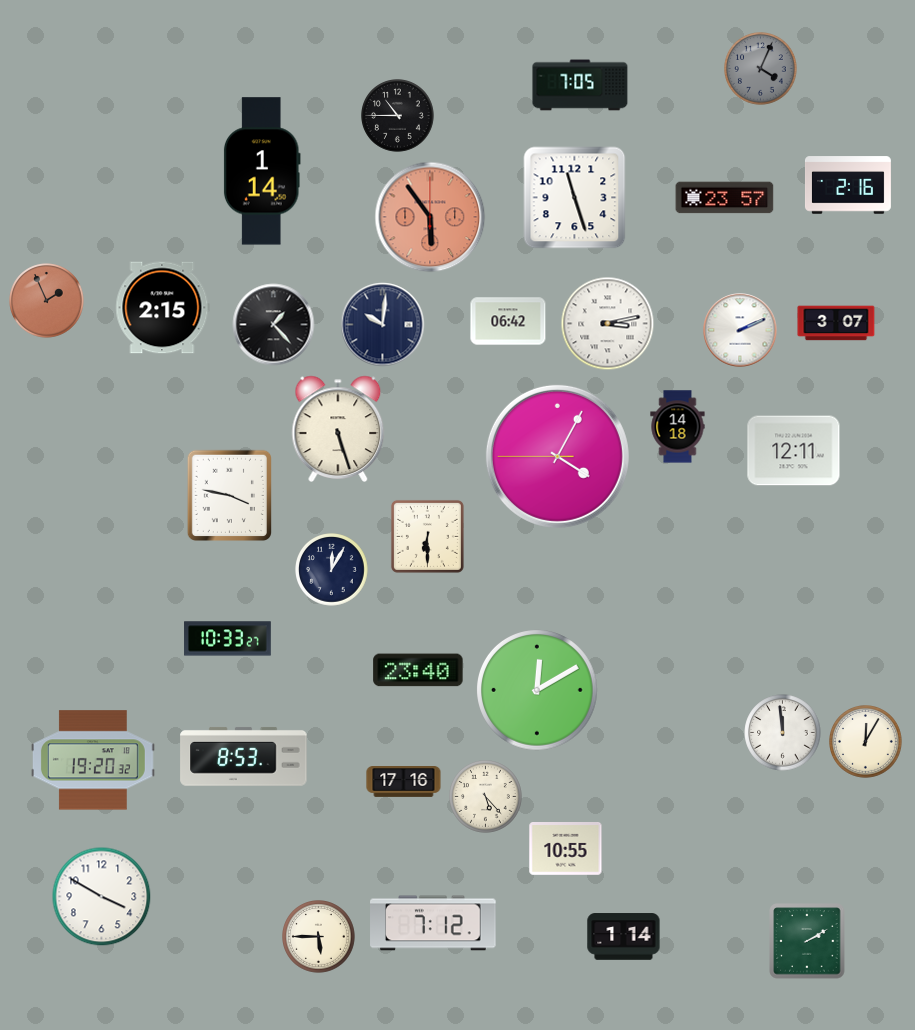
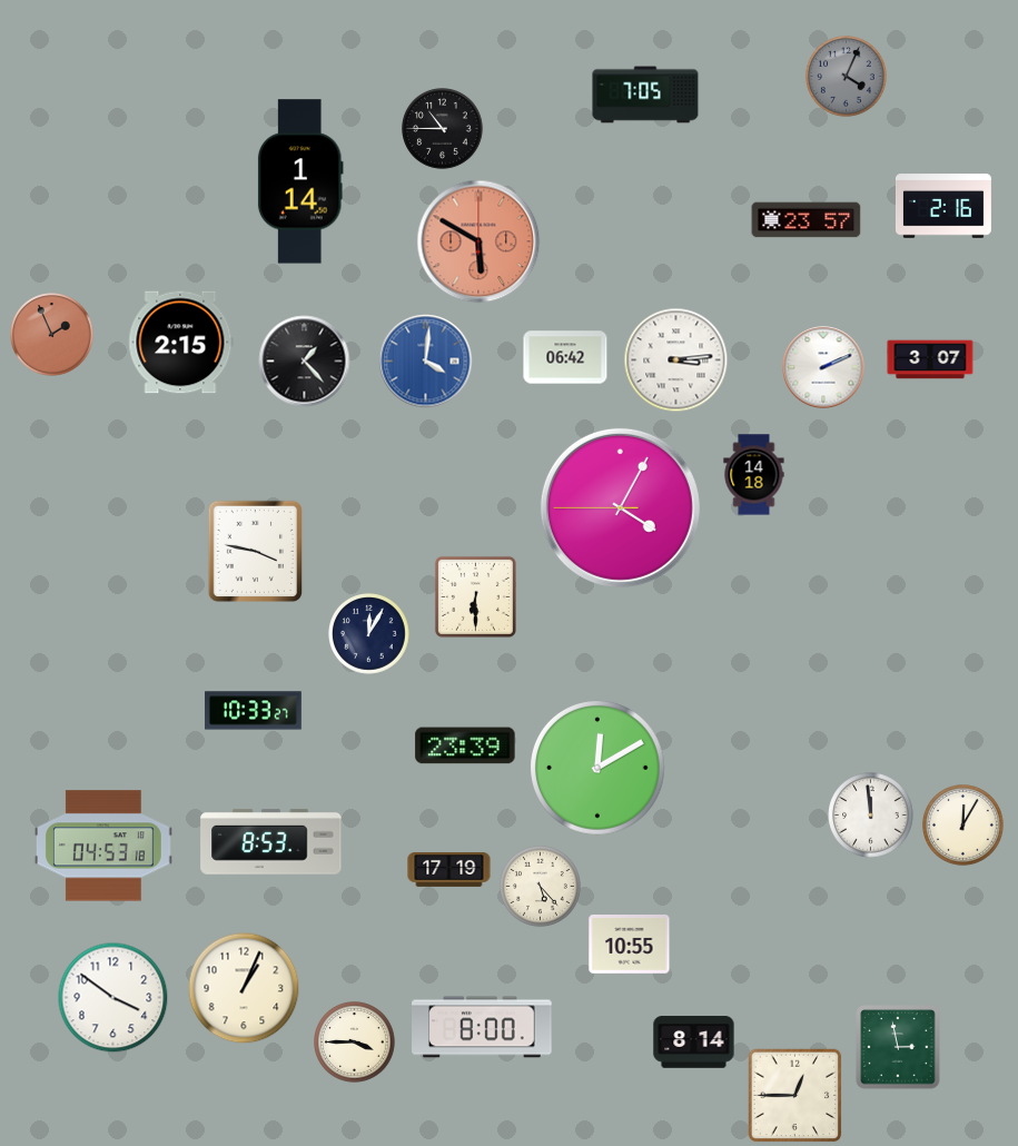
clock at (262, 171) position: (262, 171) -> (300, 181)
clock at (575, 198): 11:27 -> none
clock at (430, 217): 5:54 -> 5:50
clock at (608, 324): 3:13 -> 3:14
clock at (383, 325): 10:01 -> 4:01
clock at (383, 325) dial: navy -> blue
clock at (338, 429): 5:27 -> none
clock at (794, 451): 12:11 -> none
clock at (418, 670): 23:40 -> 23:39
clock at (93, 760): 19:20 -> 04:53
clock at (404, 782): 17:16 -> 17:19
clock at (244, 988): none -> 1:04
clock at (102, 897): 3:50 -> 3:51
clock at (433, 923): 7:12 -> 8:00
clock at (319, 937): 5:45 -> 3:45
clock at (624, 937): 1:14 -> 8:14
clock at (807, 941): 2:10 -> 2:58
clock at (795, 1096): none -> 12:45
